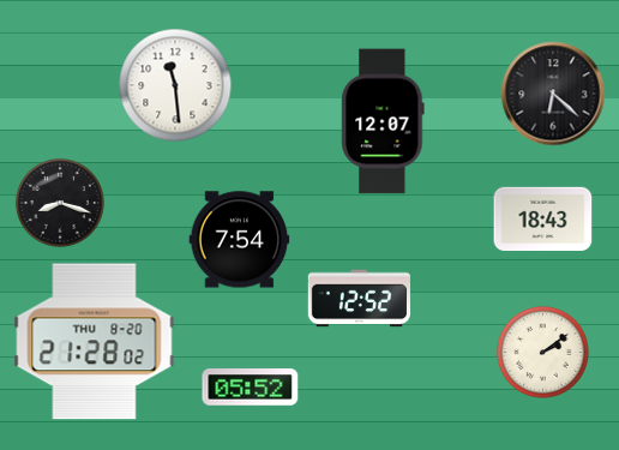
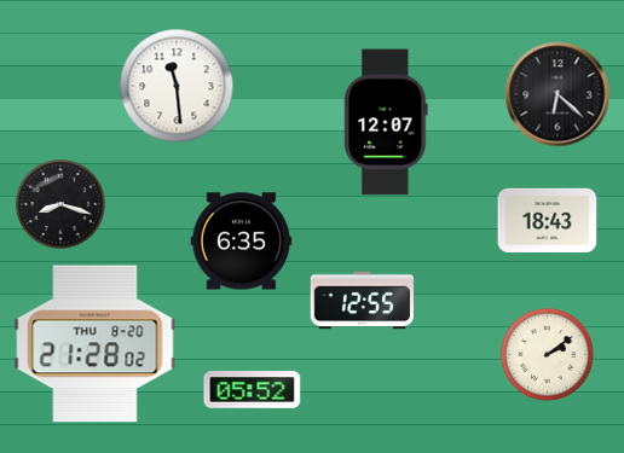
clock at (240, 240): 7:54 -> 6:35
clock at (359, 299): 12:52 -> 12:55
